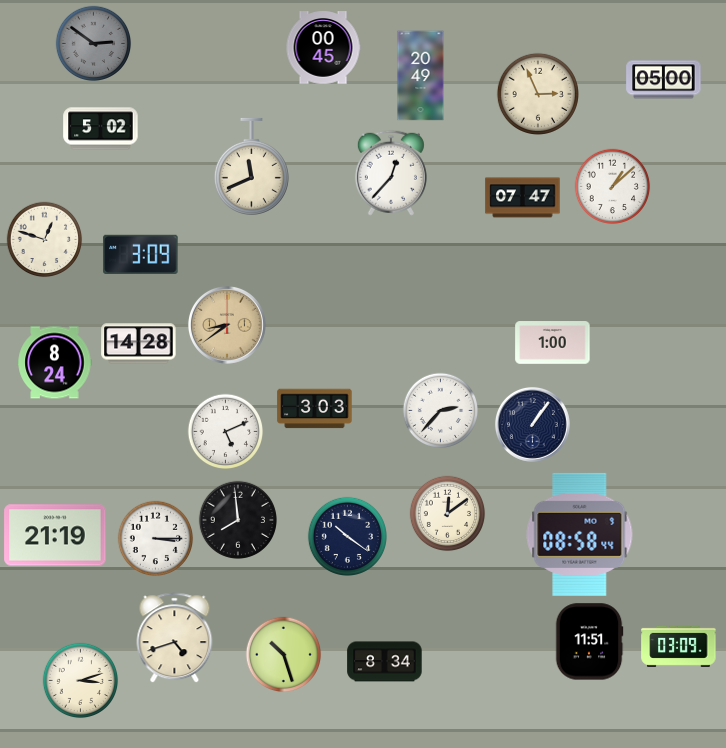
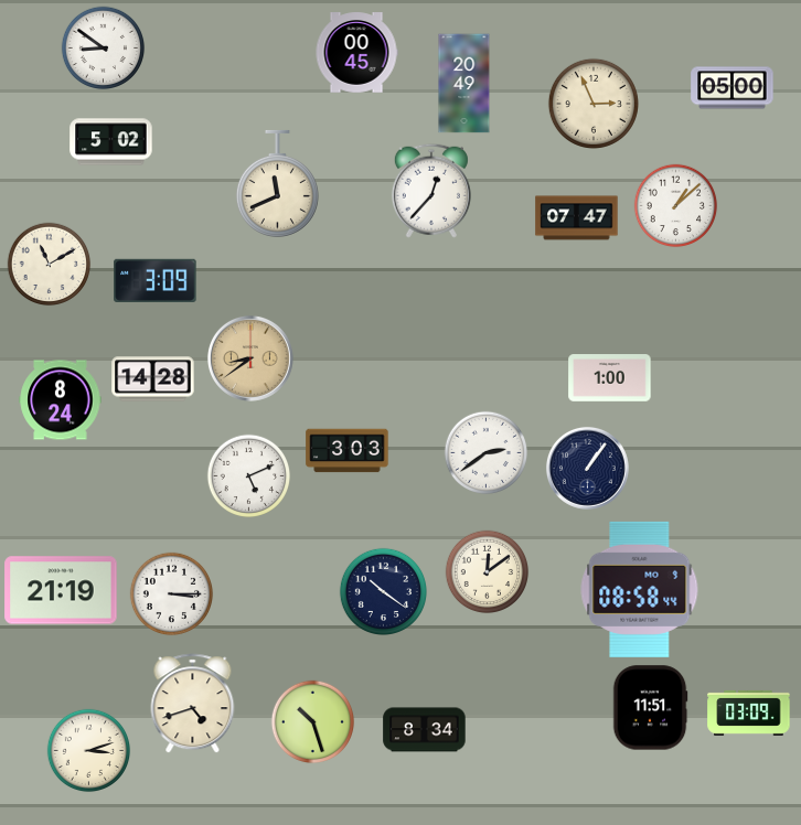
clock at (94, 44): 2:51 -> 8:51
clock at (94, 44) dial: grey -> white
clock at (45, 240): 12:48 -> 11:10
clock at (441, 411): 2:37 -> 2:39
clock at (448, 514) position: (448, 514) -> (488, 572)
clock at (237, 519): 7:59 -> none
